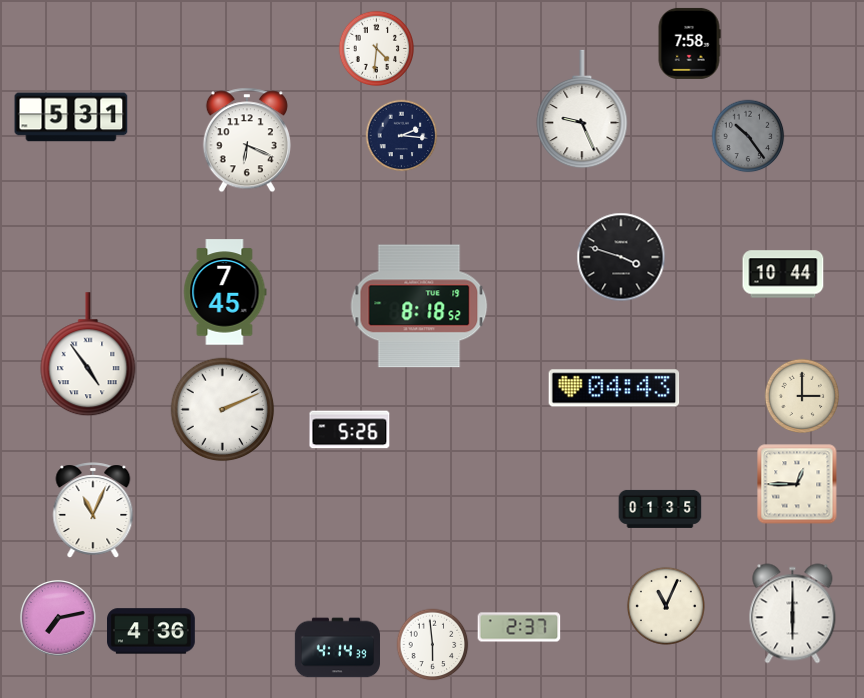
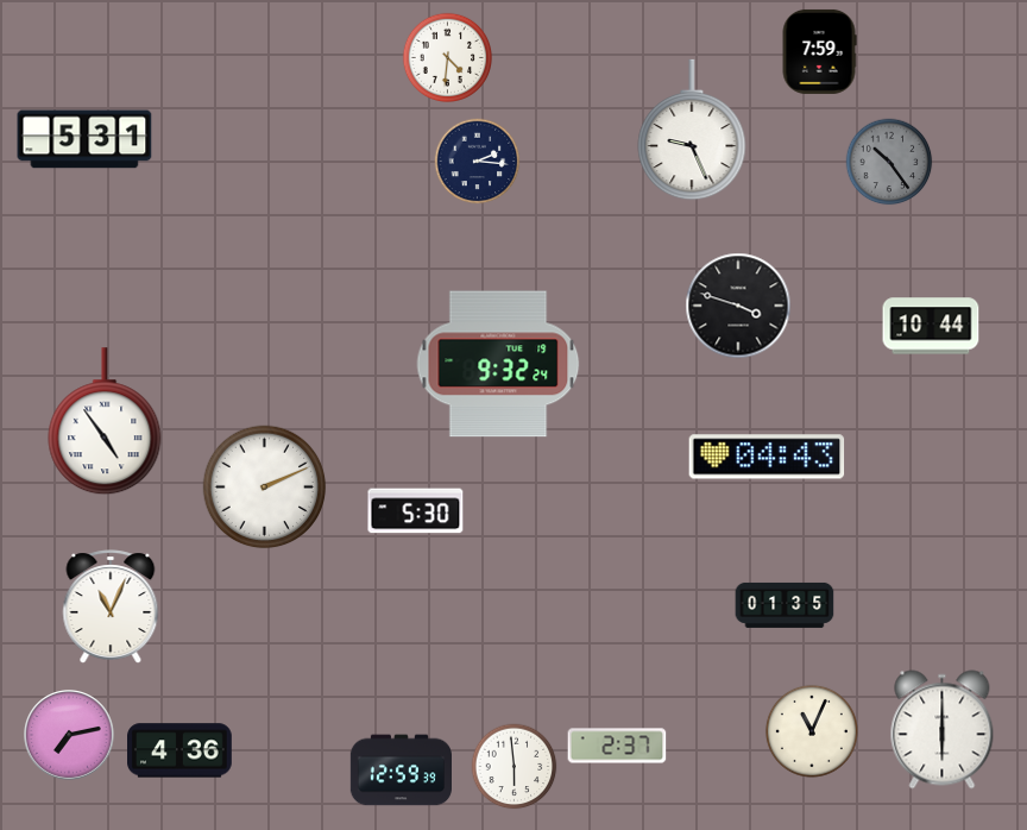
clock at (689, 43): 7:58 -> 7:59
clock at (247, 140): 6:19 -> none
clock at (225, 292): 7:45 -> none
clock at (419, 306): 8:18 -> 9:32
clock at (614, 388) position: (614, 388) -> (767, 457)
clock at (802, 396): 3:00 -> none
clock at (350, 430): 5:26 -> 5:30
clock at (797, 484): 12:45 -> none
clock at (666, 606) position: (666, 606) -> (812, 731)
clock at (337, 648): 4:14 -> 12:59
